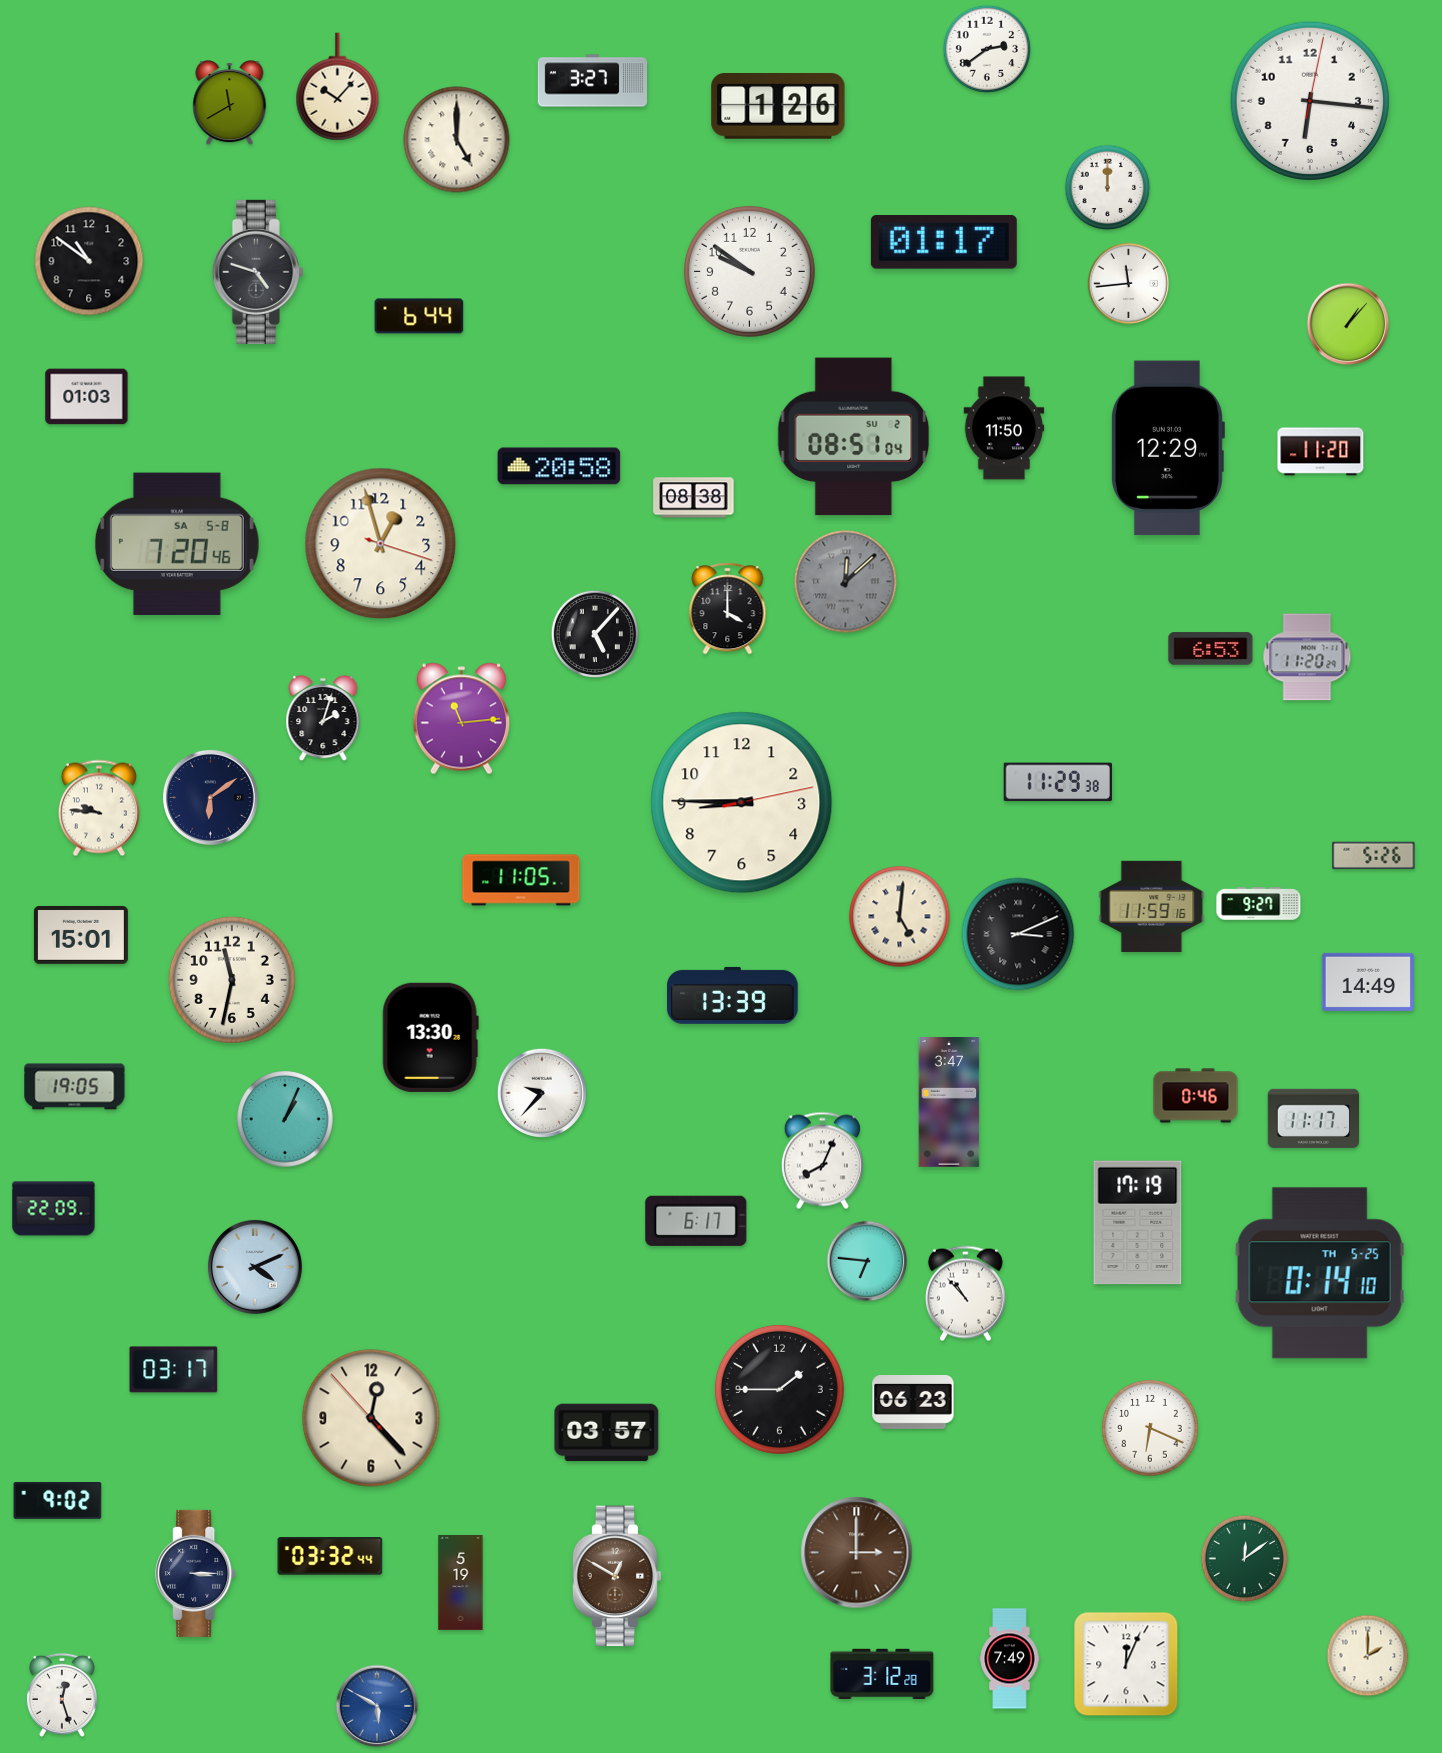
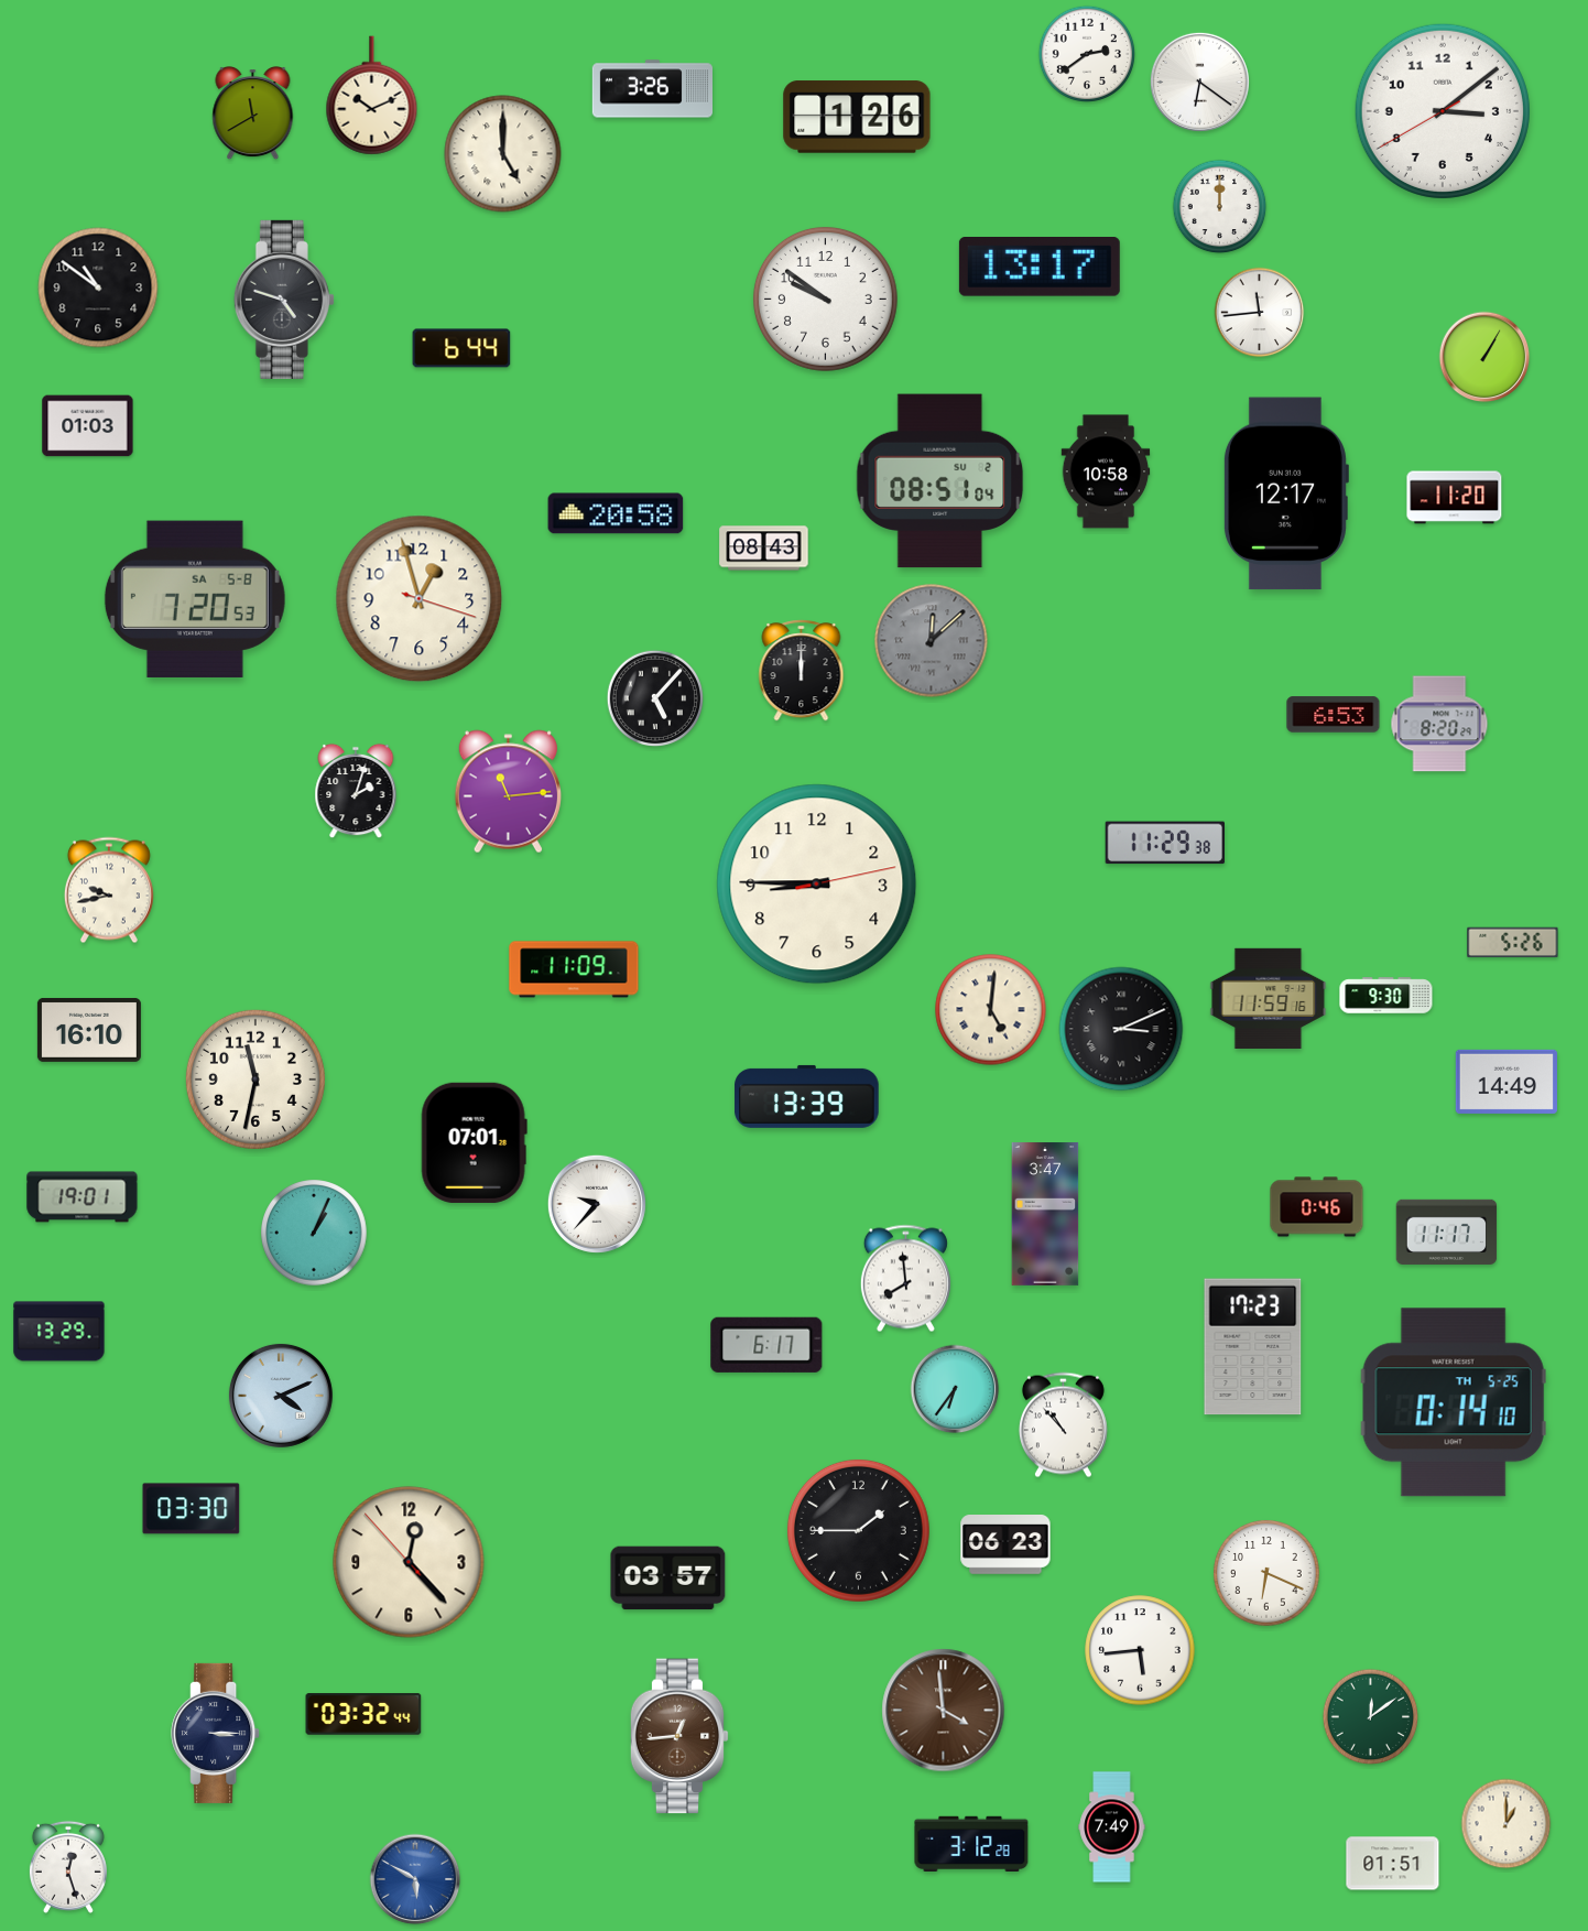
clock at (1199, 82): none -> 6:21
clock at (592, 81): 3:27 -> 3:26
clock at (338, 87): 10:07 -> 10:11
clock at (1310, 101): 6:16 -> 3:08
clock at (944, 243): 01:17 -> 13:17
clock at (1129, 284) position: (1129, 284) -> (1260, 313)
clock at (1348, 324): 1:07 -> 1:05
clock at (87, 397) position: (87, 397) -> (88, 426)
clock at (1004, 428): 11:50 -> 10:58
clock at (1167, 448): 12:29 -> 12:17
clock at (694, 498): 08:38 -> 08:43
clock at (177, 544): 7:20:46 -> 7:20:53
clock at (728, 609): 4:00 -> 12:00
clock at (1307, 657): 11:20 -> 8:20
clock at (1058, 782) position: (1058, 782) -> (1165, 843)
clock at (210, 797): 6:09 -> none
clock at (99, 808): 9:46 -> 9:43
clock at (521, 880): 11:05 -> 11:09
clock at (1259, 904): 9:27 -> 9:30
clock at (81, 935): 15:01 -> 16:10
clock at (430, 1037): 13:30 -> 07:01
clock at (75, 1087): 19:05 -> 19:01
clock at (822, 1161): 8:04 -> 7:59
clock at (54, 1209): 22:09 -> 13:29
clock at (1138, 1223): 17:19 -> 17:23
clock at (867, 1261): 6:46 -> 6:36
clock at (174, 1370): 03:17 -> 03:30
clock at (1140, 1650): none -> 5:44
clock at (58, 1501): 9:02 -> none
clock at (857, 1553): 3:00 -> 3:59
clock at (617, 1576): 12:50 -> 12:44
clock at (461, 1583): 5:19 -> none
clock at (1368, 1656): 2:00 -> 1:00
clock at (1126, 1664): 12:04 -> none
clock at (1393, 1864): none -> 01:51
